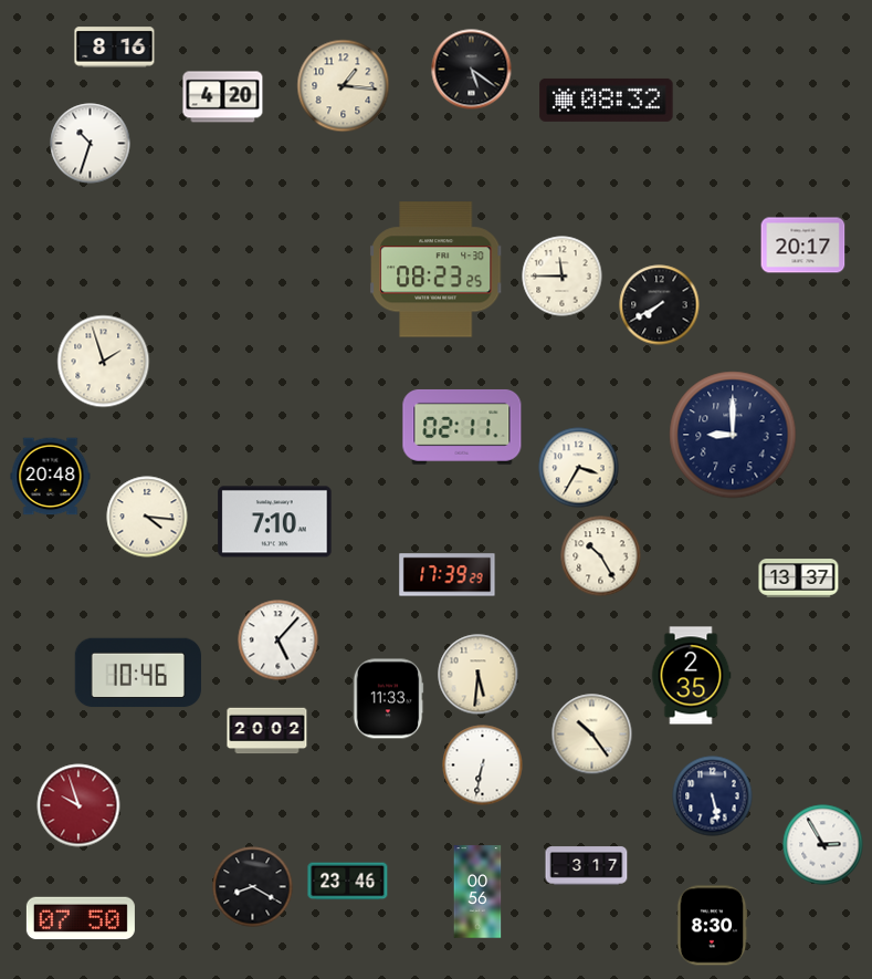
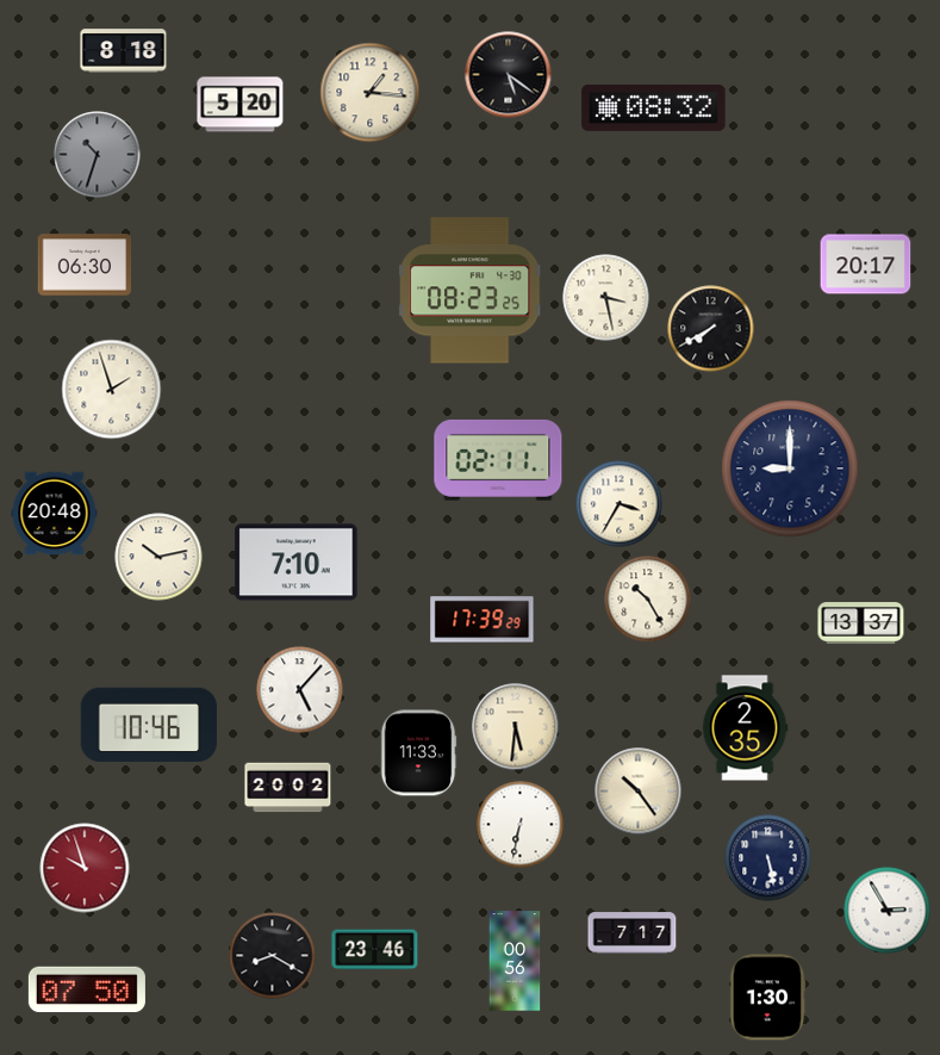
clock at (115, 48): 8:16 -> 8:18
clock at (223, 97): 4:20 -> 5:20
clock at (91, 144) dial: white -> grey
clock at (85, 265): none -> 06:30
clock at (563, 277): 11:45 -> 3:28
clock at (579, 468) position: (579, 468) -> (620, 504)
clock at (147, 517): 4:16 -> 10:13
clock at (587, 866): 3:17 -> 7:17
clock at (712, 926): 8:30 -> 1:30
